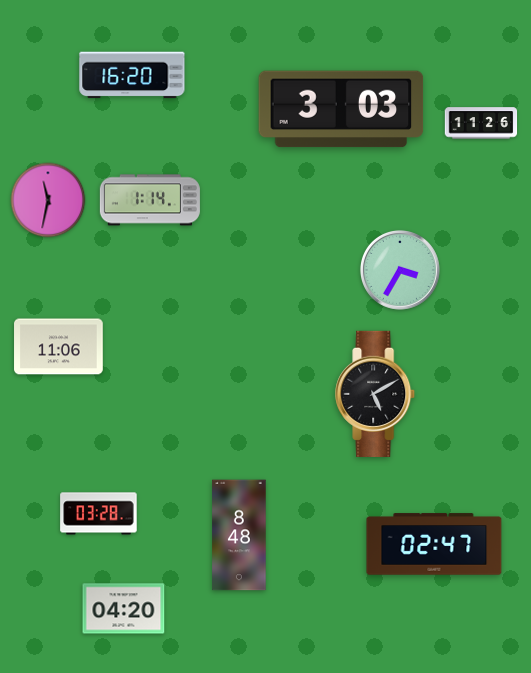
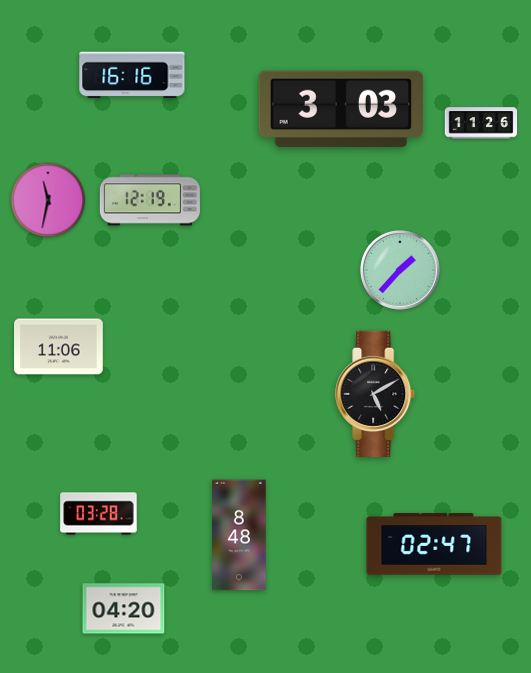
clock at (132, 75): 16:20 -> 16:16
clock at (150, 200): 1:14 -> 12:19
clock at (400, 270): 3:35 -> 1:37
